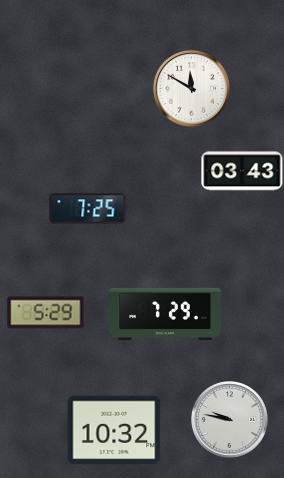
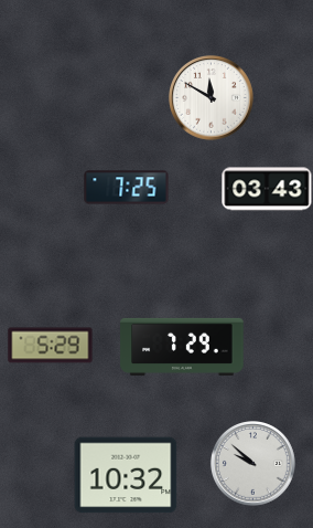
clock at (88, 209) position: (88, 209) -> (127, 188)
clock at (230, 420): 9:47 -> 9:52
